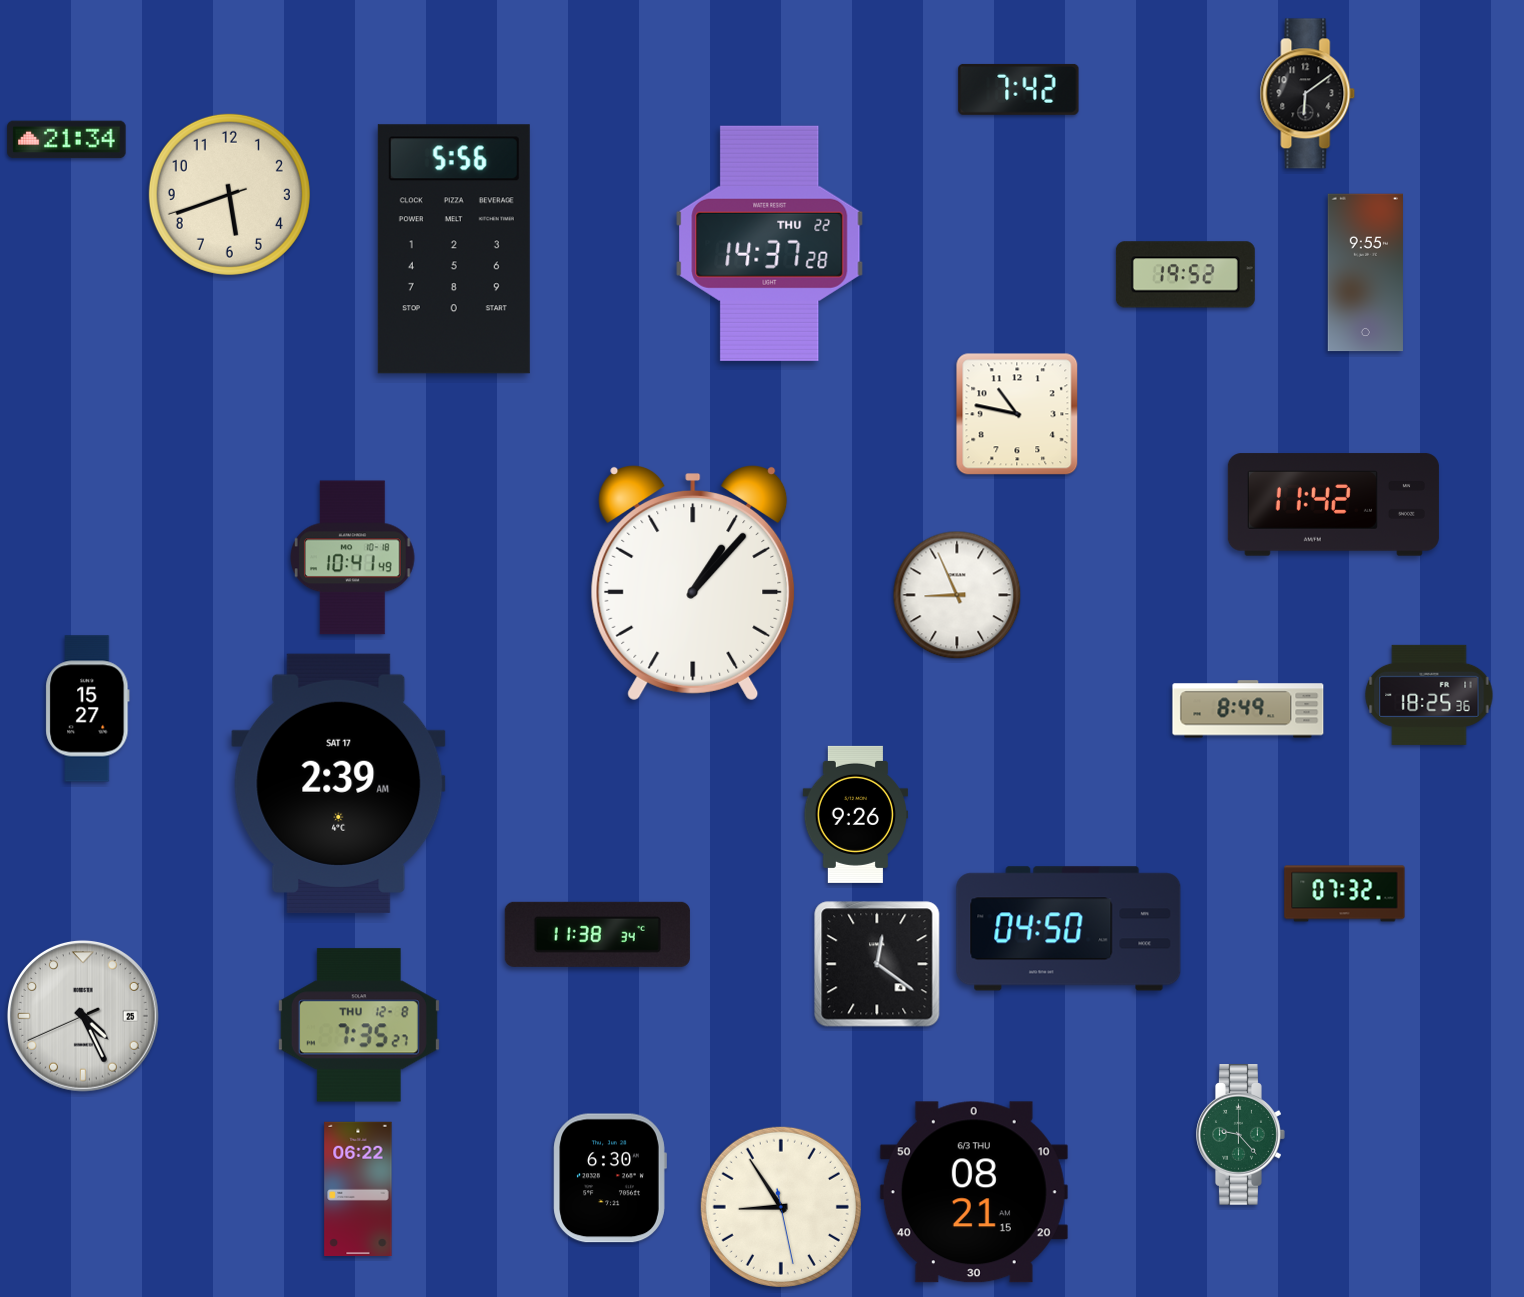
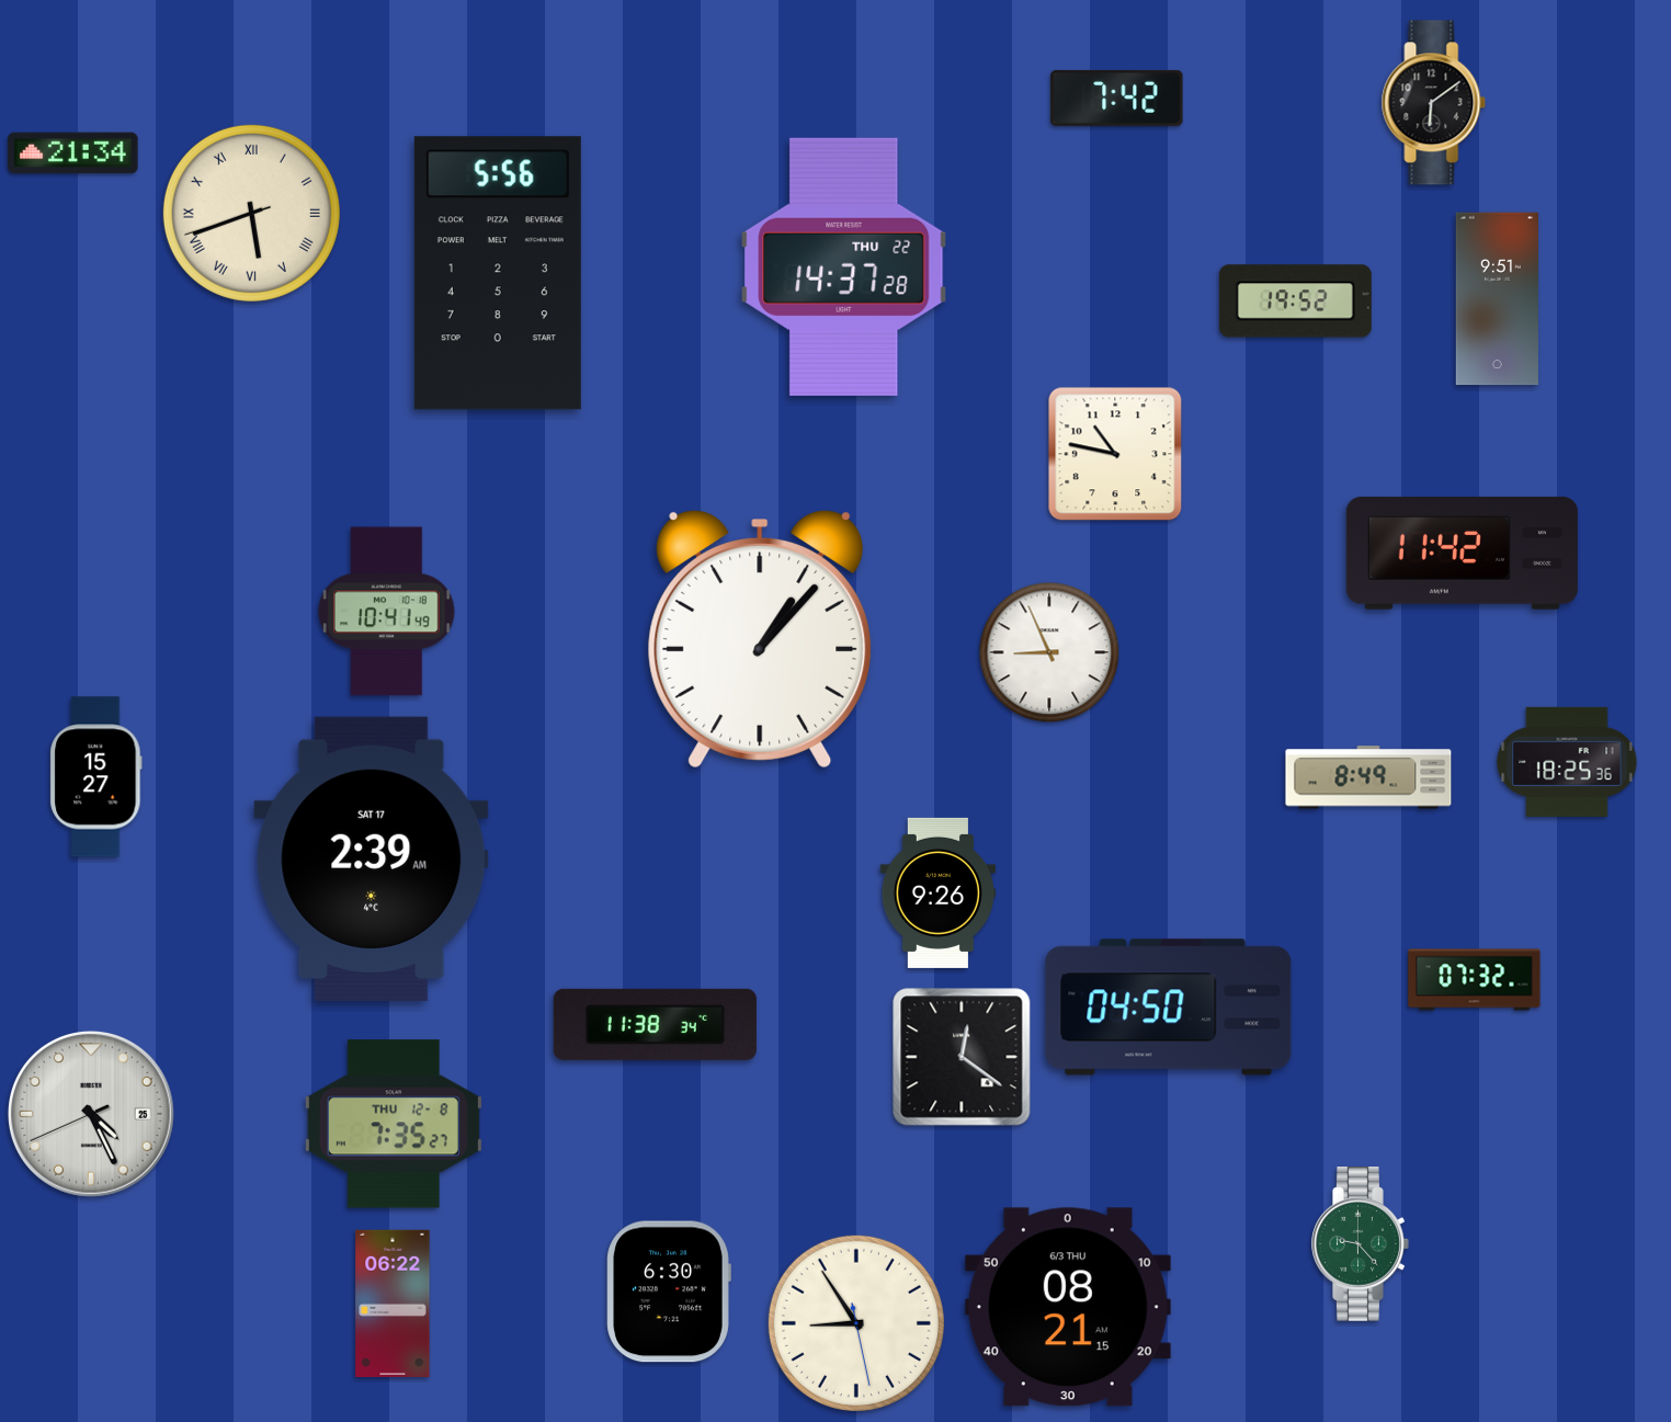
clock at (229, 194) numerals: Arabic -> Roman
clock at (1365, 273): 9:55 -> 9:51
clock at (1185, 275) position: (1185, 275) -> (1295, 302)
clock at (1069, 929) position: (1069, 929) -> (1169, 1008)
